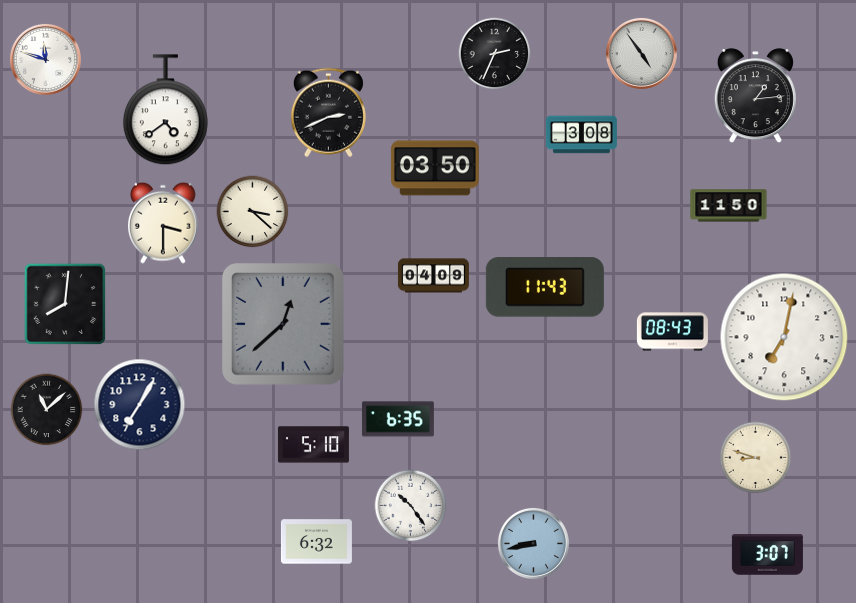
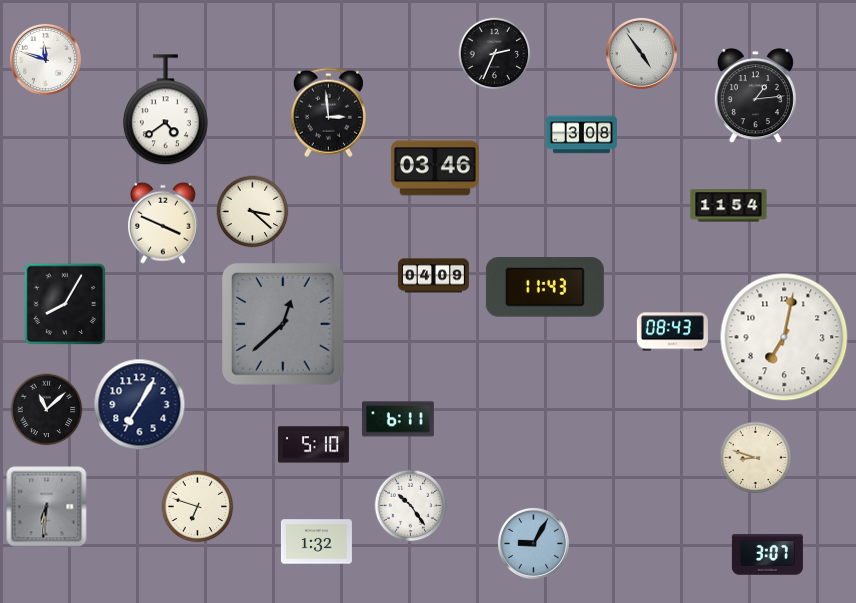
clock at (328, 113): 2:41 -> 2:59
clock at (435, 168): 03:50 -> 03:46
clock at (729, 206): 11:50 -> 11:54
clock at (164, 223): 3:30 -> 3:49
clock at (65, 304): 8:01 -> 8:05
clock at (398, 419): 6:35 -> 6:11
clock at (47, 507): none -> 6:31
clock at (198, 507): none -> 6:48
clock at (316, 542): 6:32 -> 1:32
clock at (533, 543): 8:43 -> 9:05
